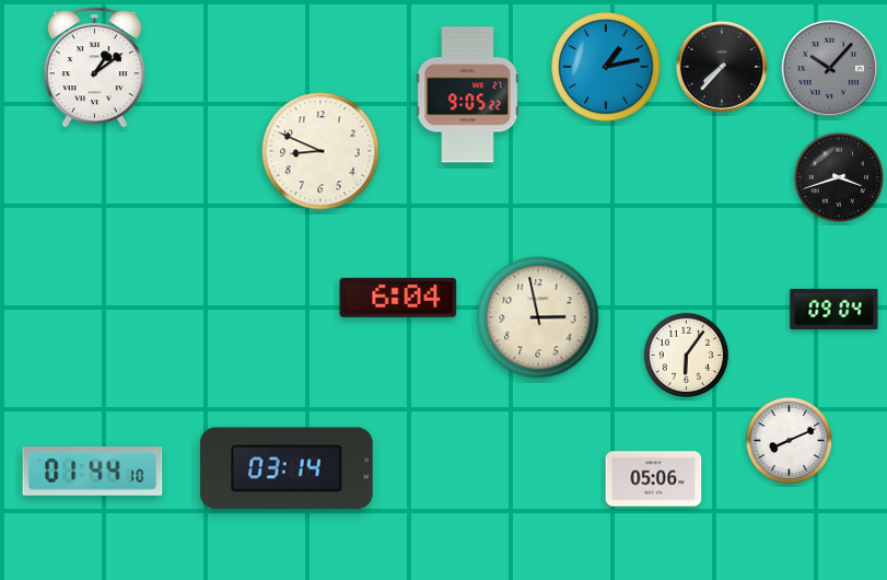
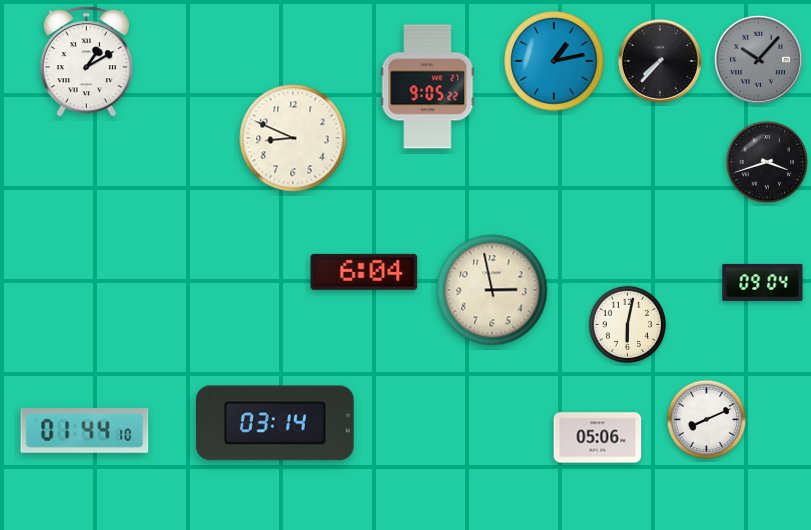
clock at (94, 68): 1:09 -> 1:10
clock at (829, 68) position: (829, 68) -> (758, 59)
clock at (687, 356): 6:06 -> 6:02
clock at (790, 441) position: (790, 441) -> (707, 420)
clock at (287, 468) position: (287, 468) -> (275, 423)
